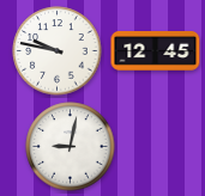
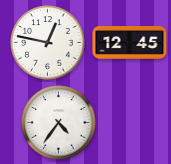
clock at (58, 51): 9:47 -> 12:47
clock at (71, 147): 9:02 -> 4:36
